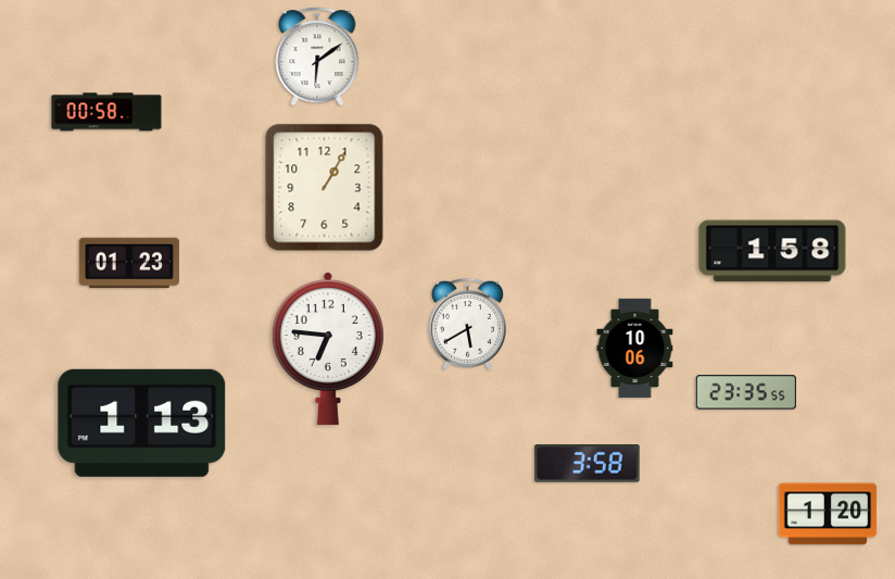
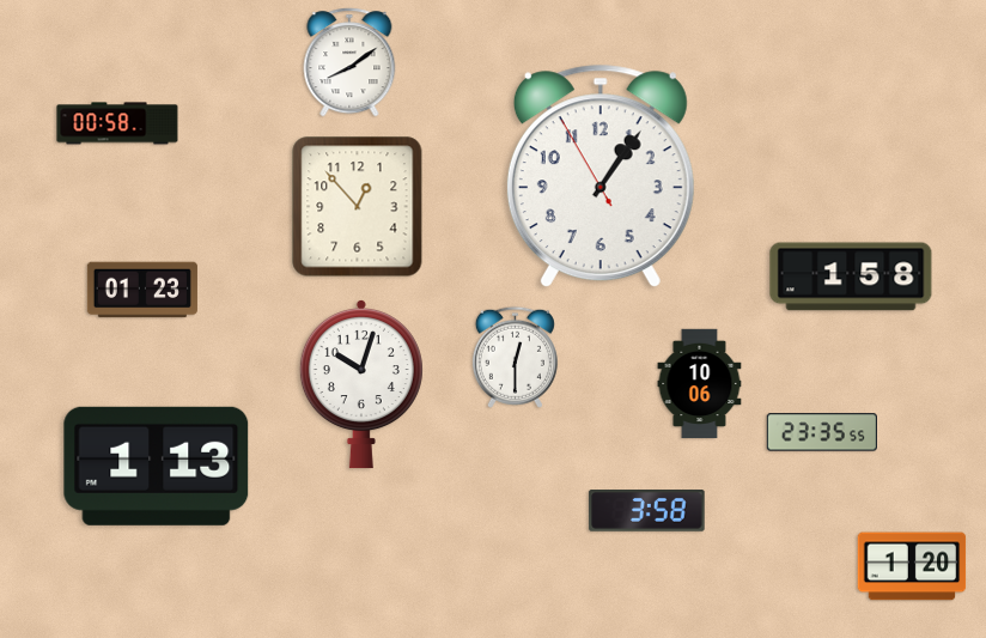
clock at (317, 56): 6:09 -> 8:09
clock at (601, 176): none -> 1:05
clock at (325, 188): 1:05 -> 12:53
clock at (467, 324): 5:40 -> 12:30
clock at (328, 350): 6:46 -> 10:03
